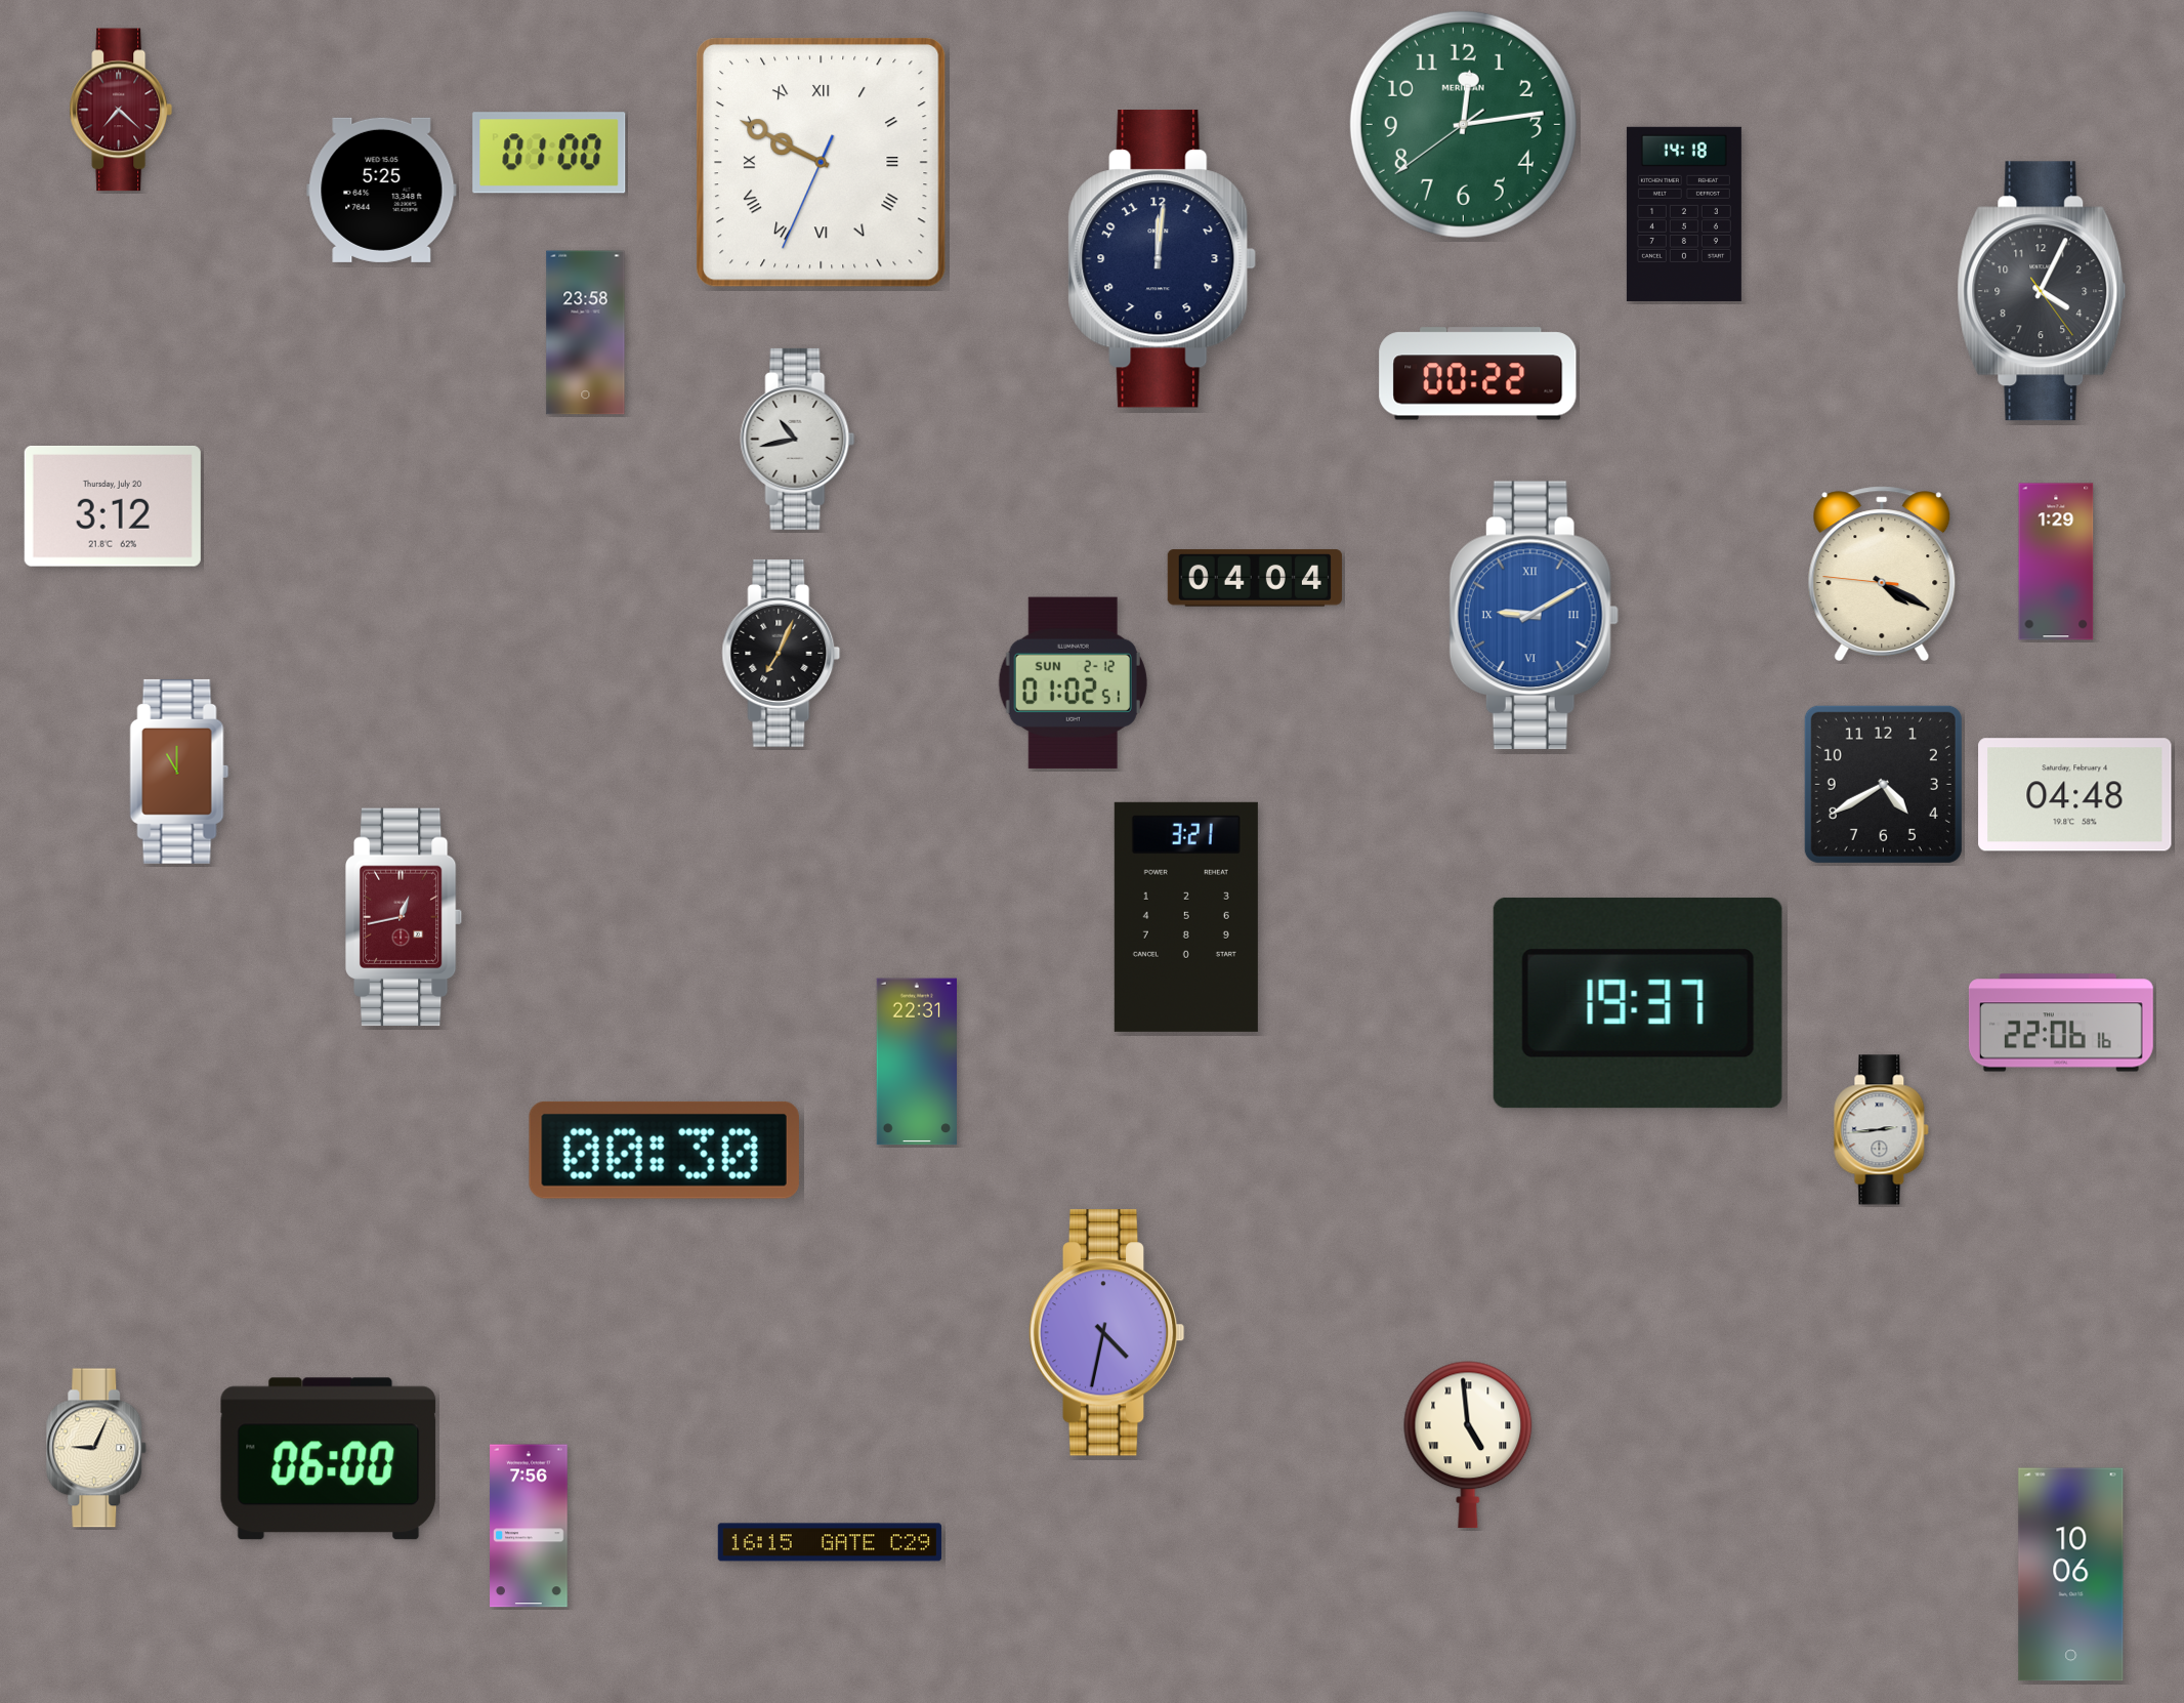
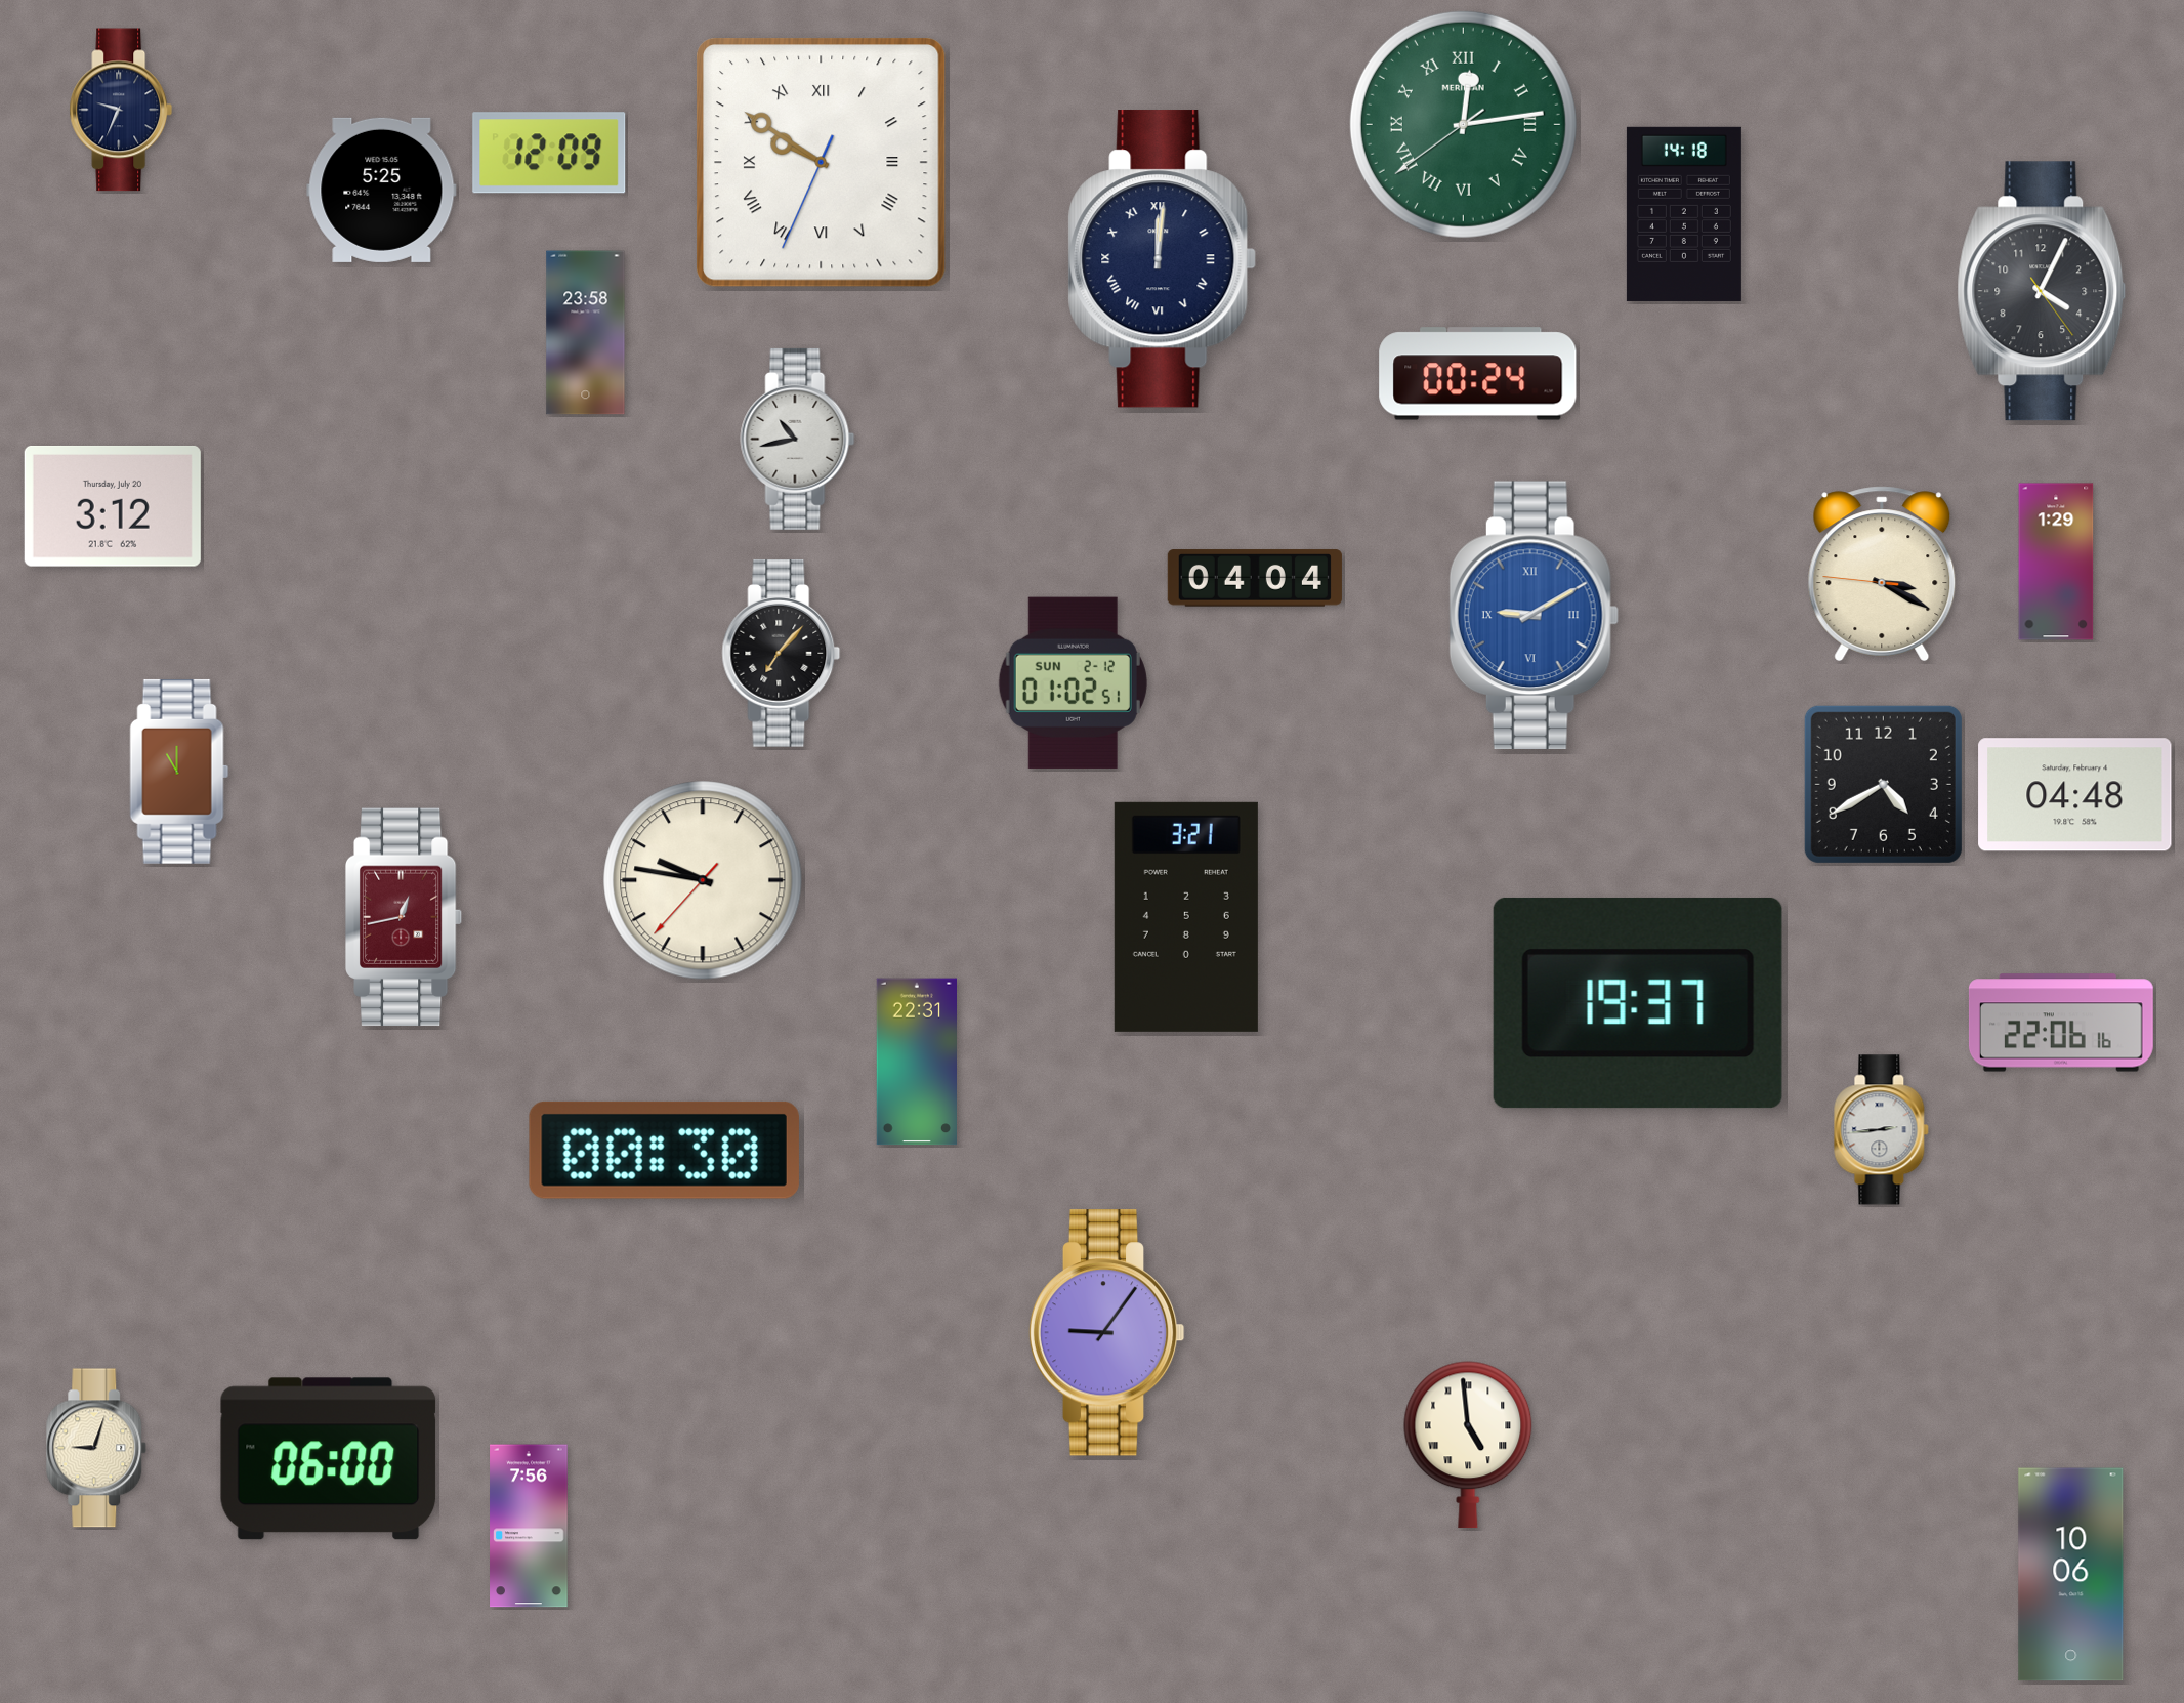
clock at (121, 110): 7:22 -> 9:34
clock at (121, 110) dial: burgundy -> navy
clock at (1463, 124) numerals: Arabic -> Roman
clock at (549, 153): 01:00 -> 12:09
clock at (822, 163): 9:49 -> 9:50
clock at (1163, 259) numerals: Arabic -> Roman
clock at (1478, 374): 00:22 -> 00:24
clock at (1882, 574): 4:19 -> 3:19
clock at (782, 653): 7:04 -> 7:07
clock at (703, 880): none -> 9:46
clock at (1106, 1333): 4:32 -> 9:06
clock at (96, 1448): 9:04 -> 9:03
clock at (829, 1542): 16:15 -> none
